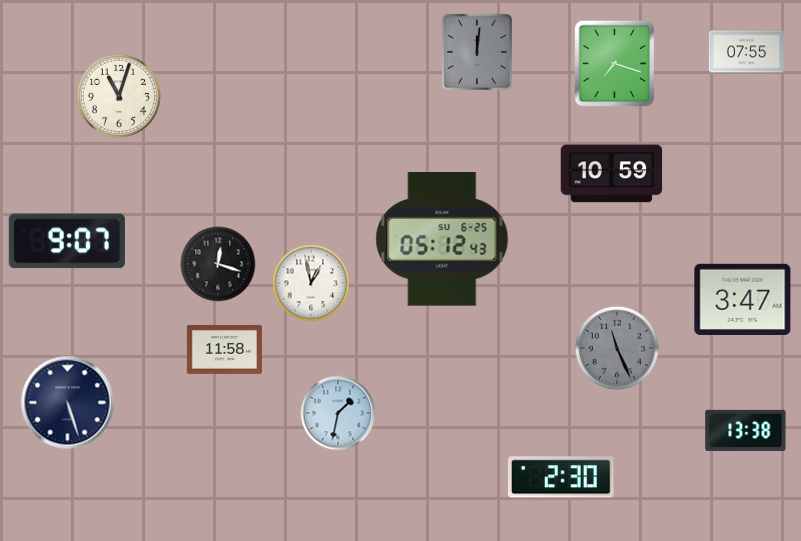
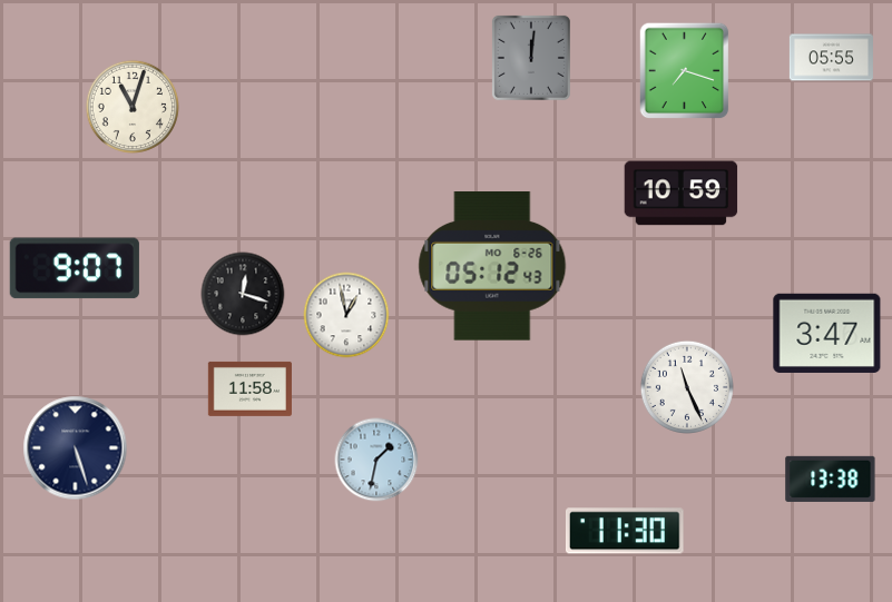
clock at (746, 52): 07:55 -> 05:55
clock at (442, 240) date: SU 6-25 -> MO 6-26
clock at (617, 348) dial: grey -> white
clock at (561, 477): 2:30 -> 11:30
